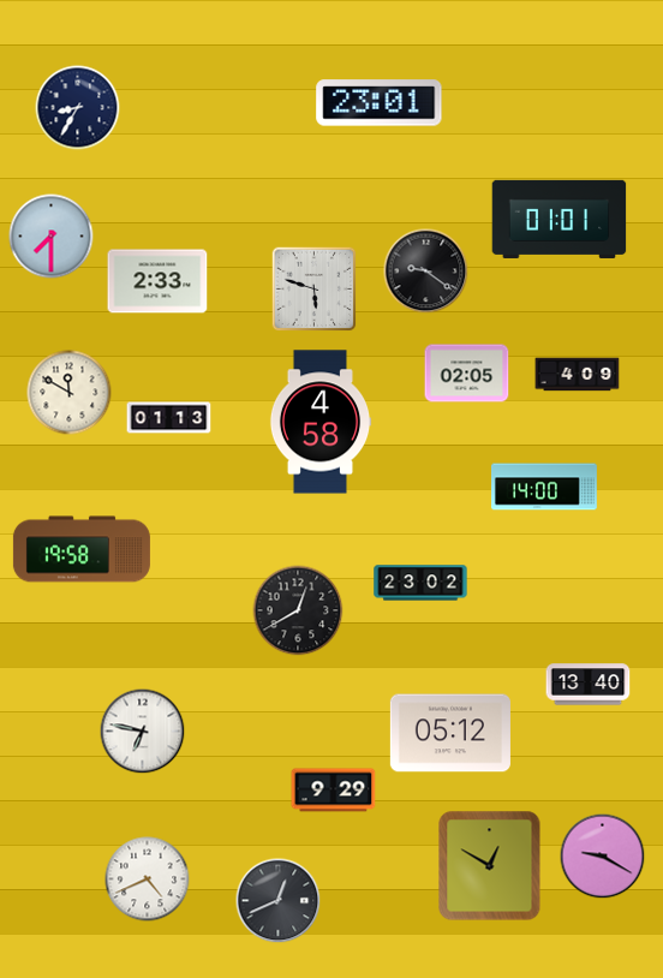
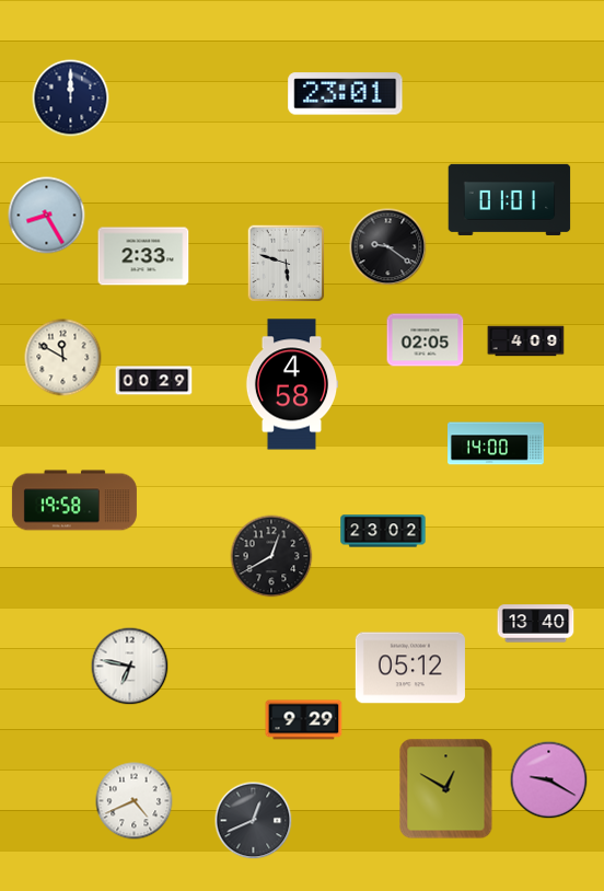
clock at (78, 108): 8:35 -> 12:00
clock at (52, 237): 7:30 -> 8:25
clock at (169, 418): 01:13 -> 00:29
